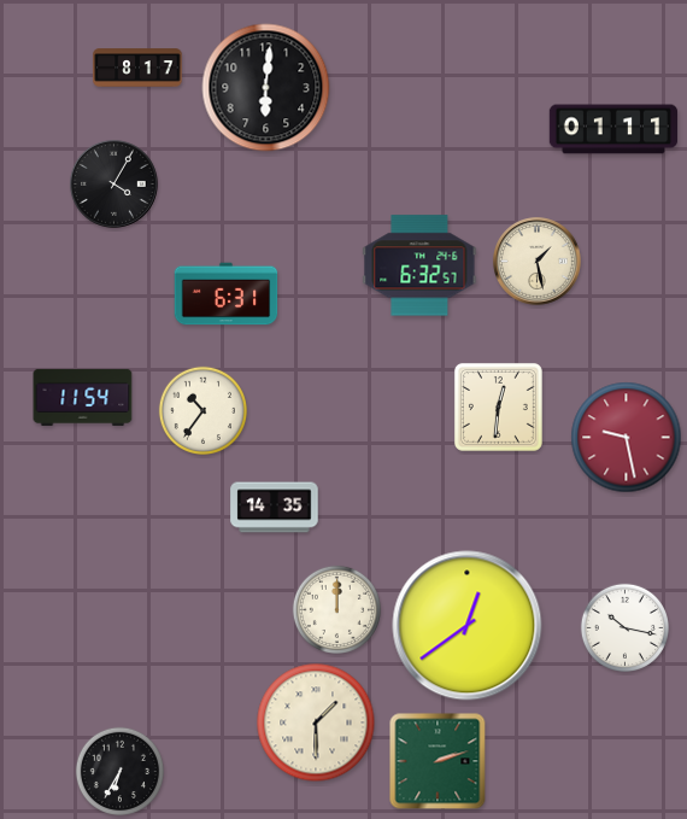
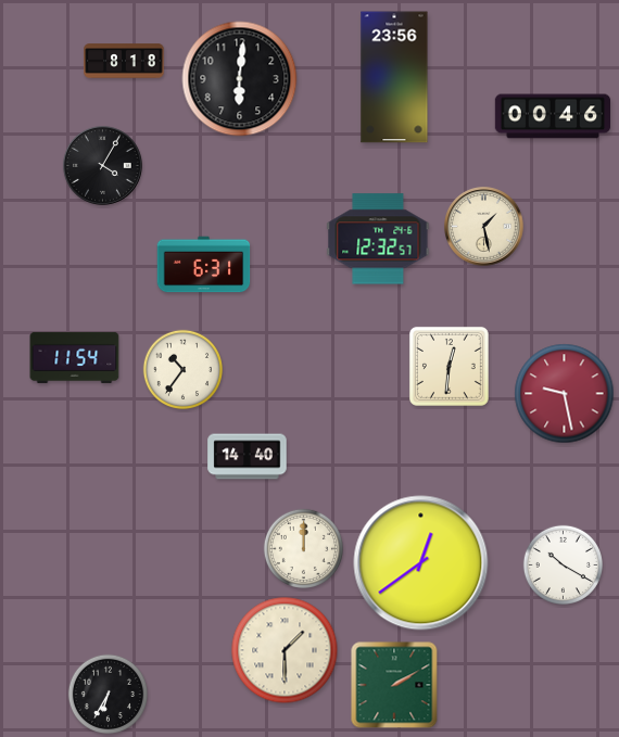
clock at (137, 68): 8:17 -> 8:18
clock at (394, 77): none -> 23:56
clock at (613, 129): 01:11 -> 00:46
clock at (538, 262) position: (538, 262) -> (484, 227)
clock at (419, 265): 6:32 -> 12:32
clock at (275, 508): 14:35 -> 14:40
clock at (624, 627): 10:17 -> 10:20
clock at (438, 761): 2:12 -> 2:10
